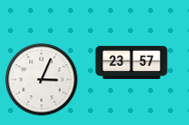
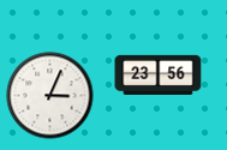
clock at (132, 62): 23:57 -> 23:56
